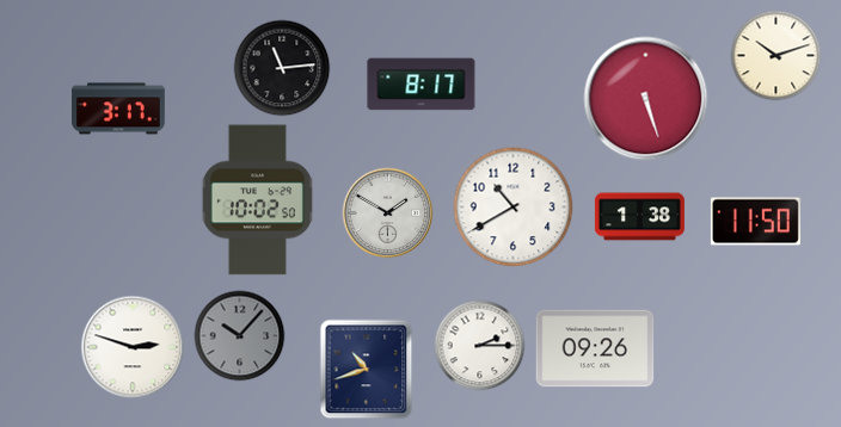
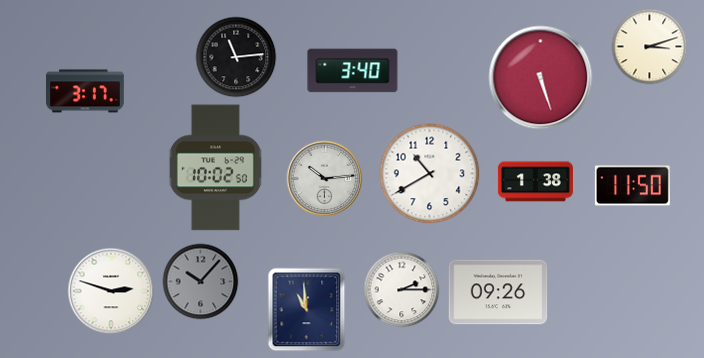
clock at (776, 56): 10:12 -> 3:12
clock at (422, 85): 8:17 -> 3:40
clock at (646, 99) position: (646, 99) -> (541, 78)
clock at (118, 109) position: (118, 109) -> (85, 91)
clock at (388, 213): 1:50 -> 10:14
clock at (367, 370): 10:42 -> 10:59
